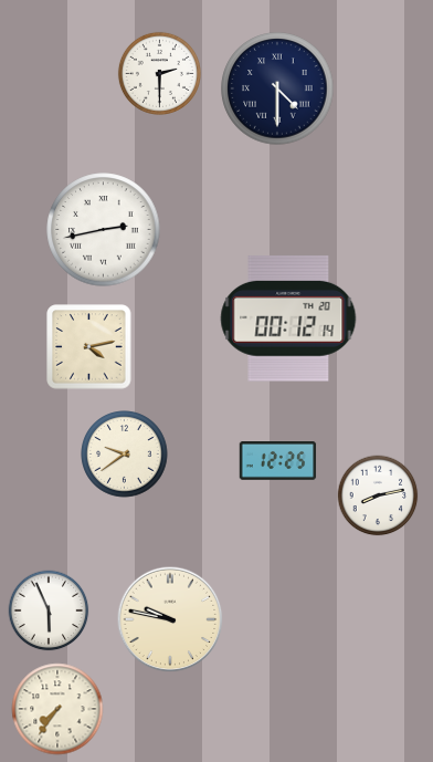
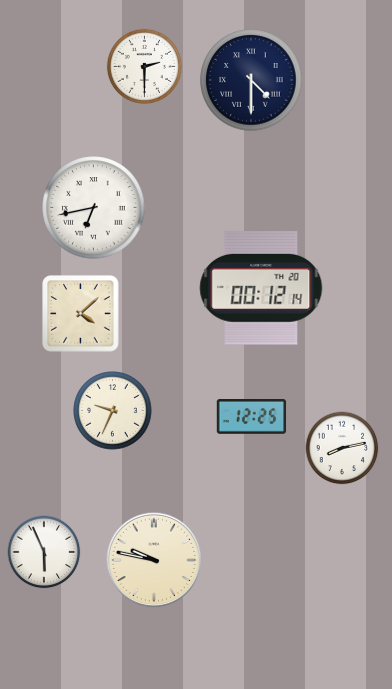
clock at (104, 230): 2:43 -> 6:43
clock at (89, 347): 4:13 -> 4:08
clock at (125, 455): 9:39 -> 9:34
clock at (57, 709): 7:36 -> none
